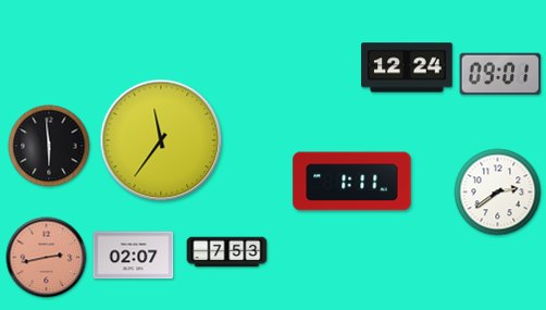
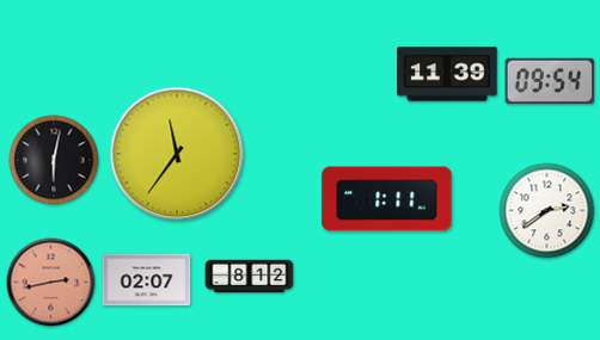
clock at (407, 67): 12:24 -> 11:39
clock at (500, 74): 09:01 -> 09:54
clock at (49, 146): 5:59 -> 6:02
clock at (227, 252): 7:53 -> 8:12
